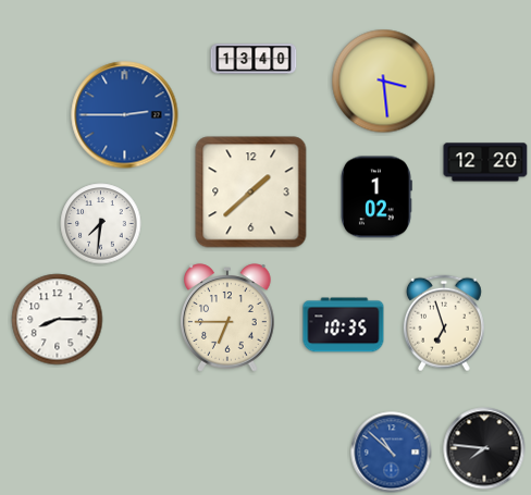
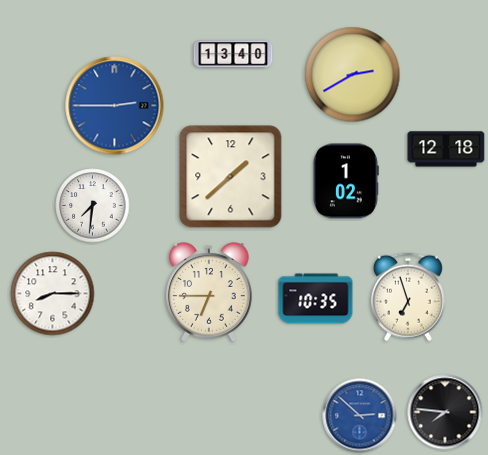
clock at (384, 82): 3:29 -> 2:40
clock at (485, 162): 12:20 -> 12:18
clock at (392, 453): 10:52 -> 2:52
